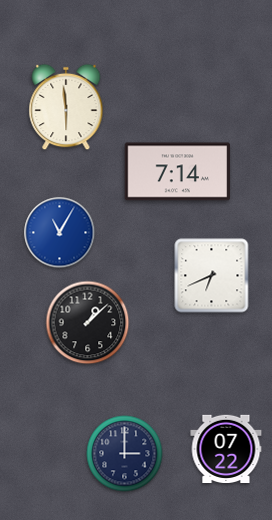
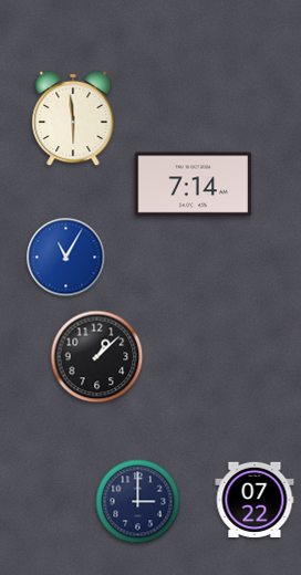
clock at (178, 172) position: (178, 172) -> (194, 185)
clock at (212, 276): 6:41 -> none
clock at (226, 448) position: (226, 448) -> (255, 499)
